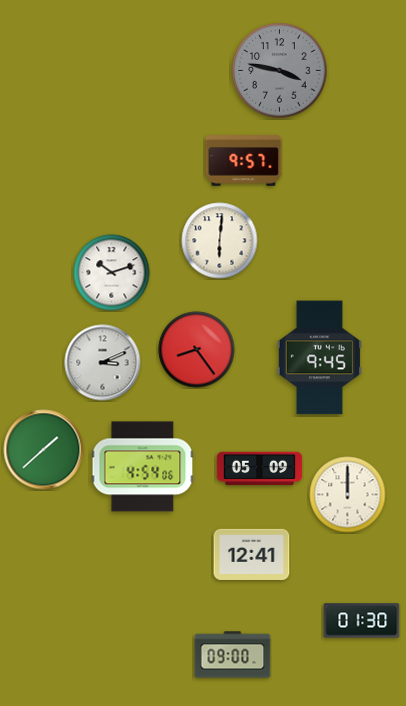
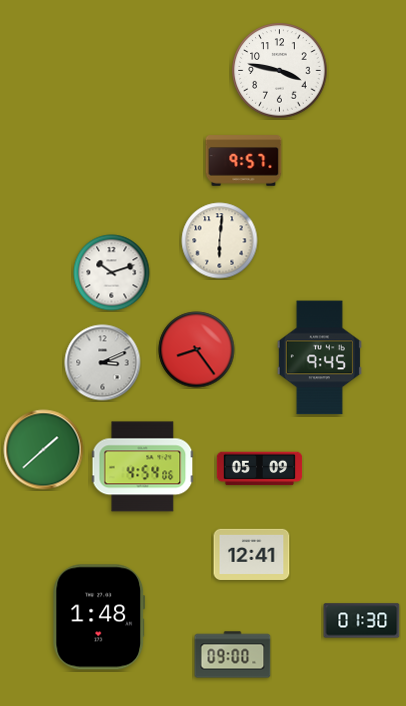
clock at (280, 71) dial: grey -> white
clock at (348, 495): 12:00 -> none
clock at (99, 617): none -> 1:48
